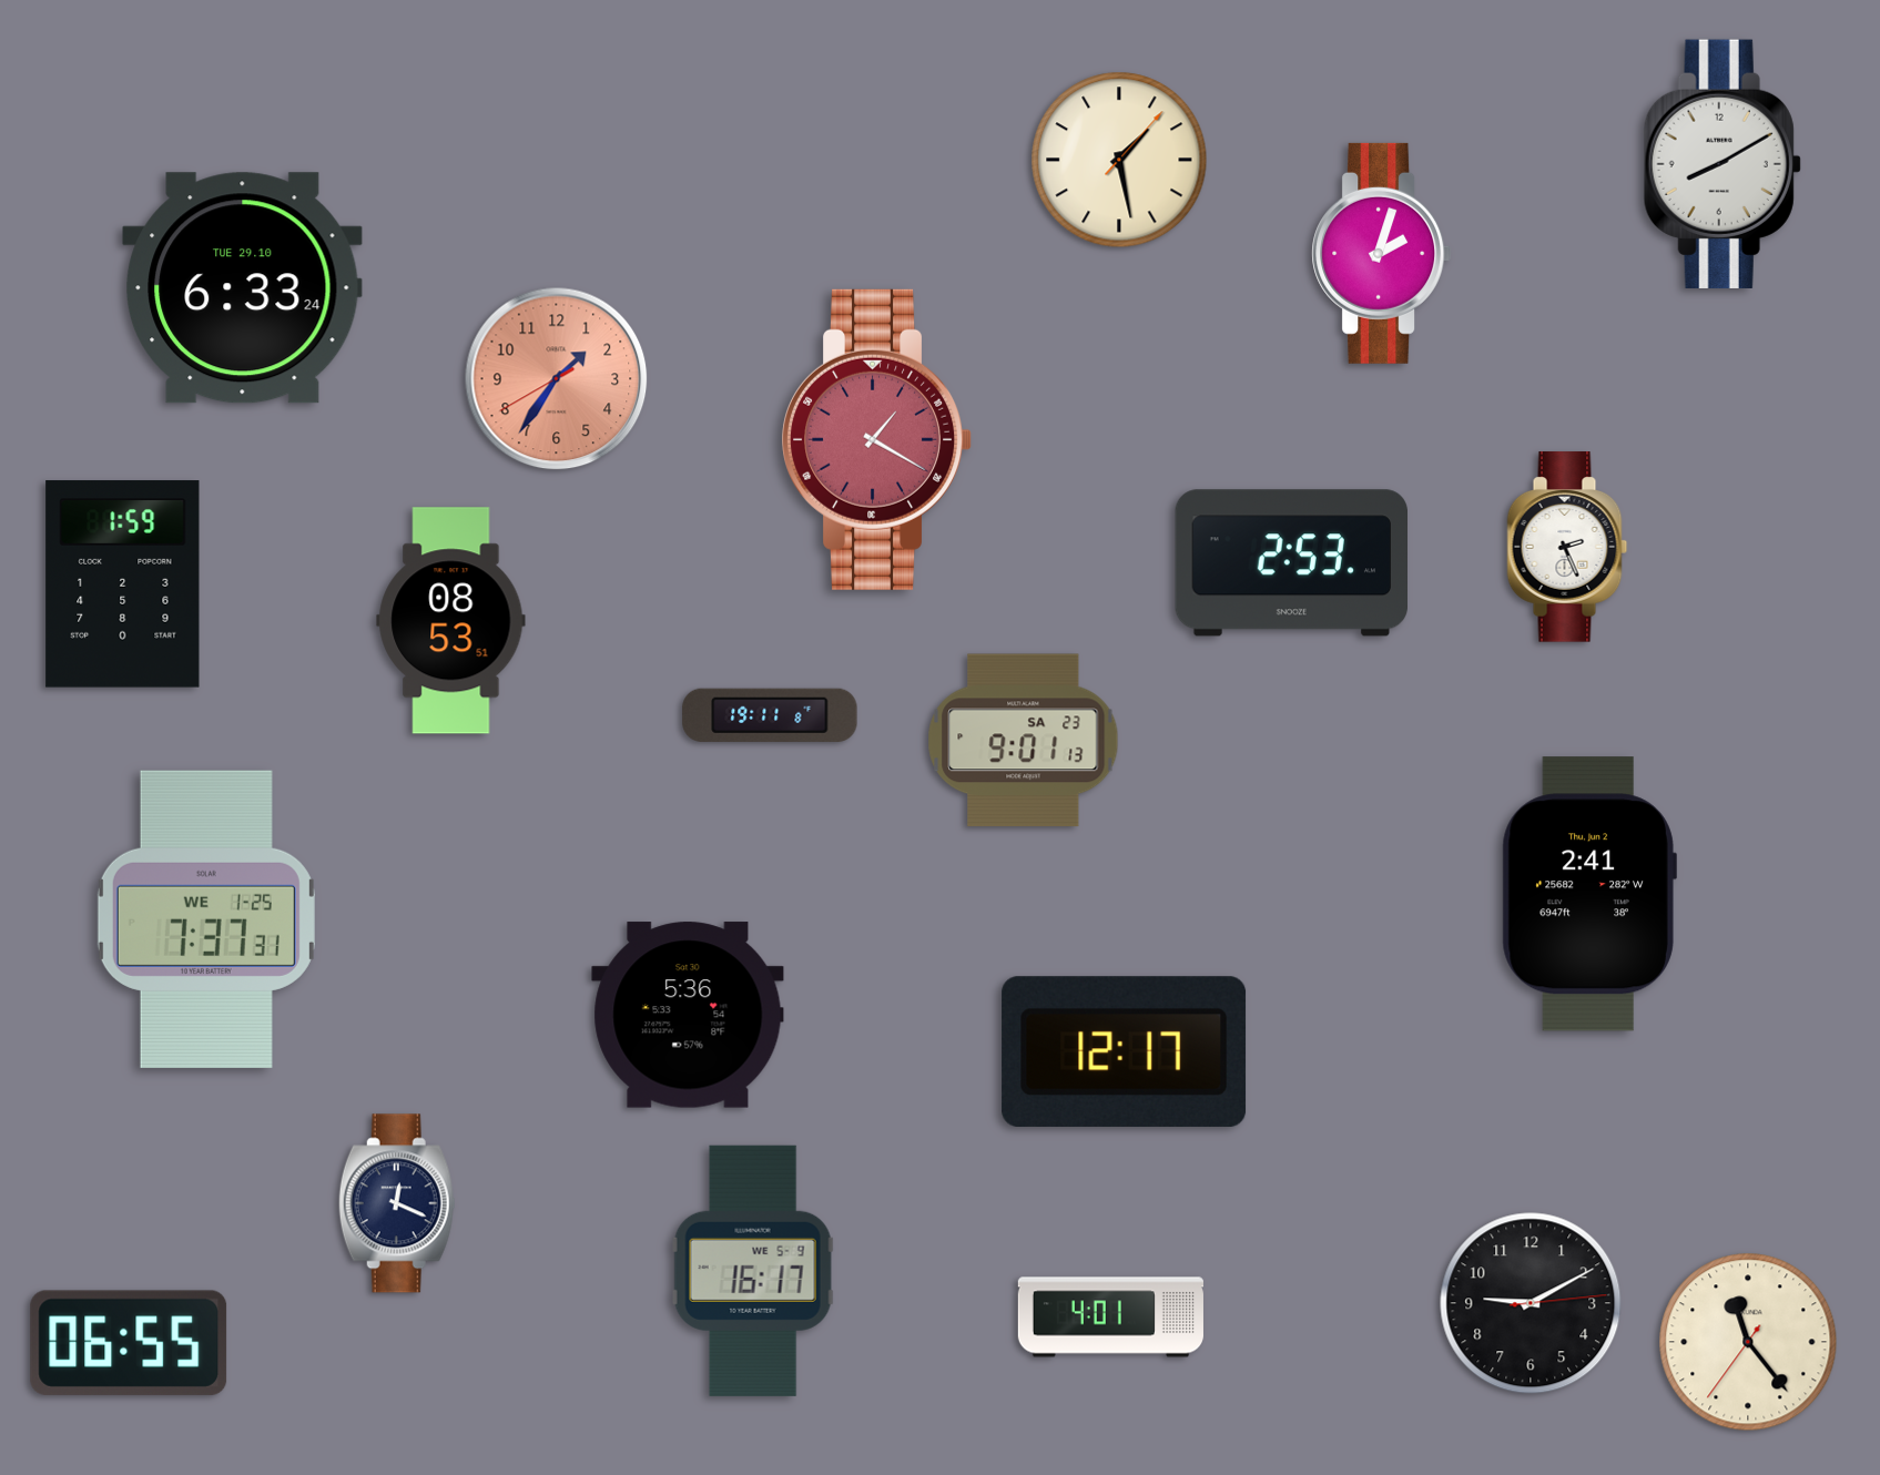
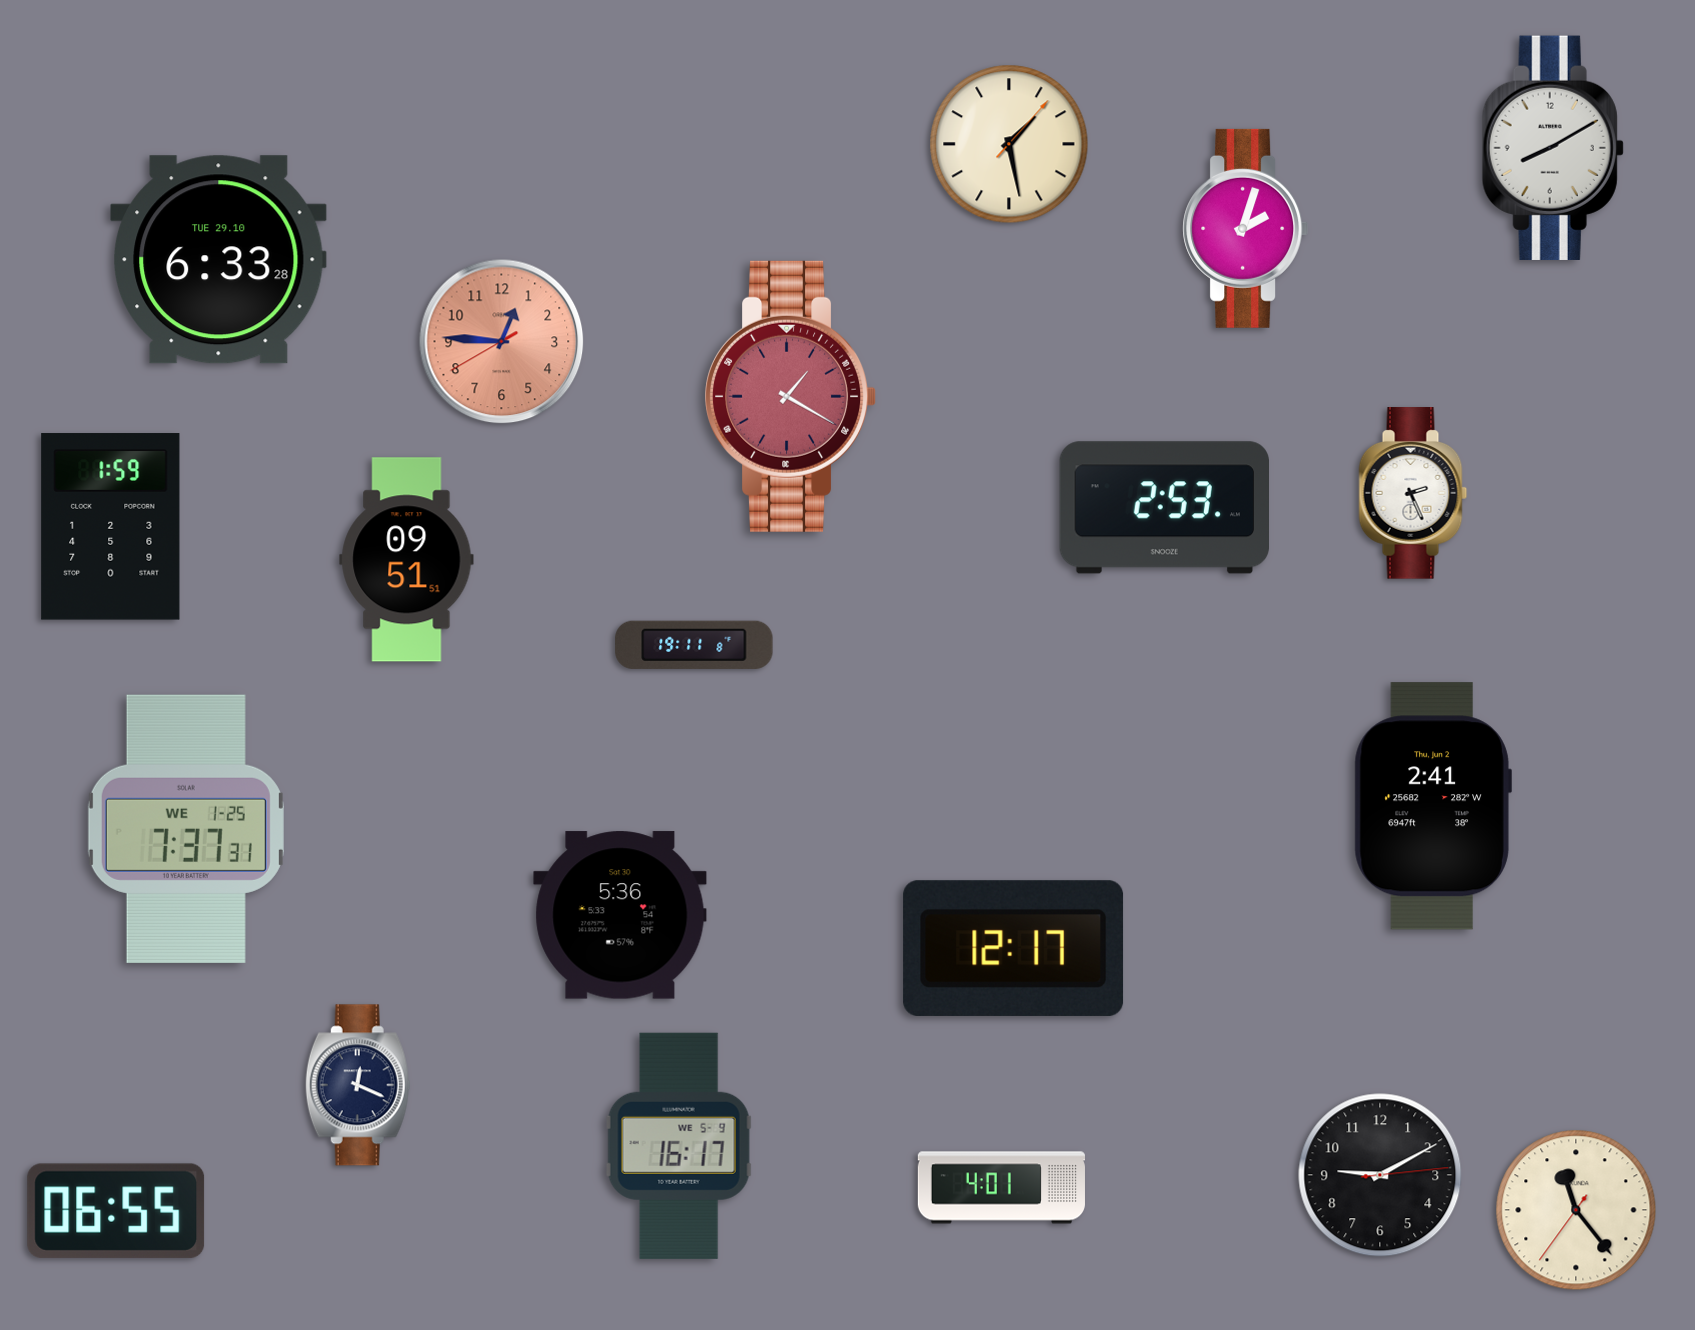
clock at (243, 288): 6:33:24 -> 6:33:28
clock at (557, 379): 1:35 -> 12:45
clock at (451, 621): 08:53 -> 09:51
clock at (1024, 741): 9:01 -> none
